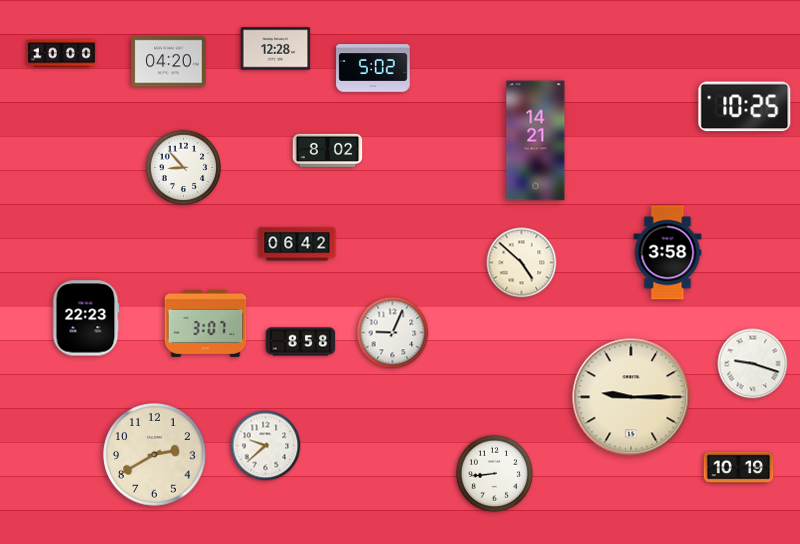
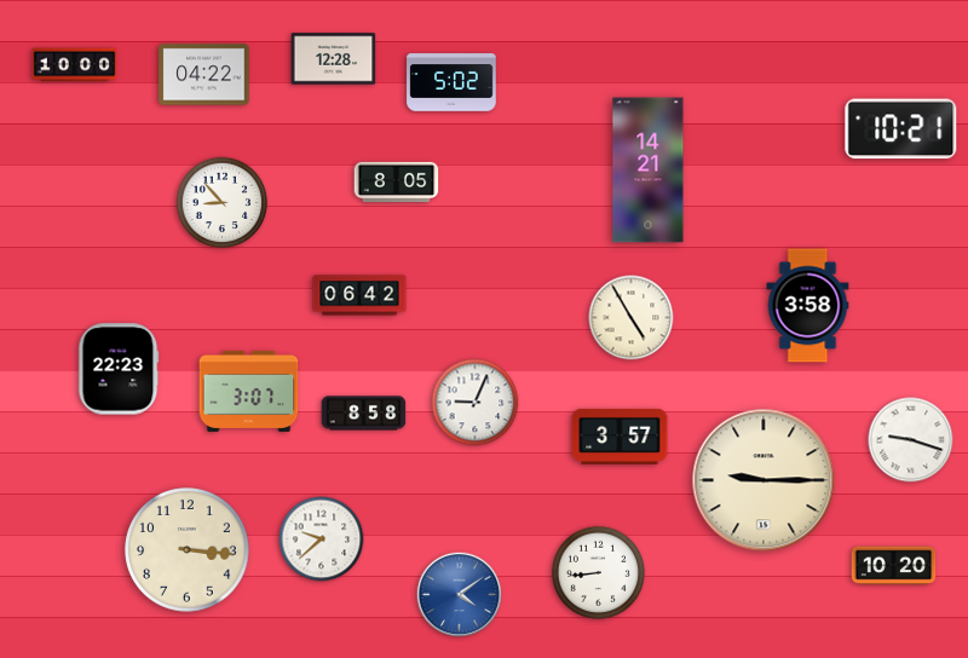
clock at (169, 62): 04:20 -> 04:22
clock at (745, 107): 10:25 -> 10:21
clock at (328, 150): 8:02 -> 8:05
clock at (522, 263): 4:52 -> 4:55
clock at (86, 318) position: (86, 318) -> (119, 369)
clock at (620, 437): none -> 3:57
clock at (155, 455): 2:40 -> 3:16
clock at (739, 468): 10:19 -> 10:20
clock at (460, 595): none -> 4:09
